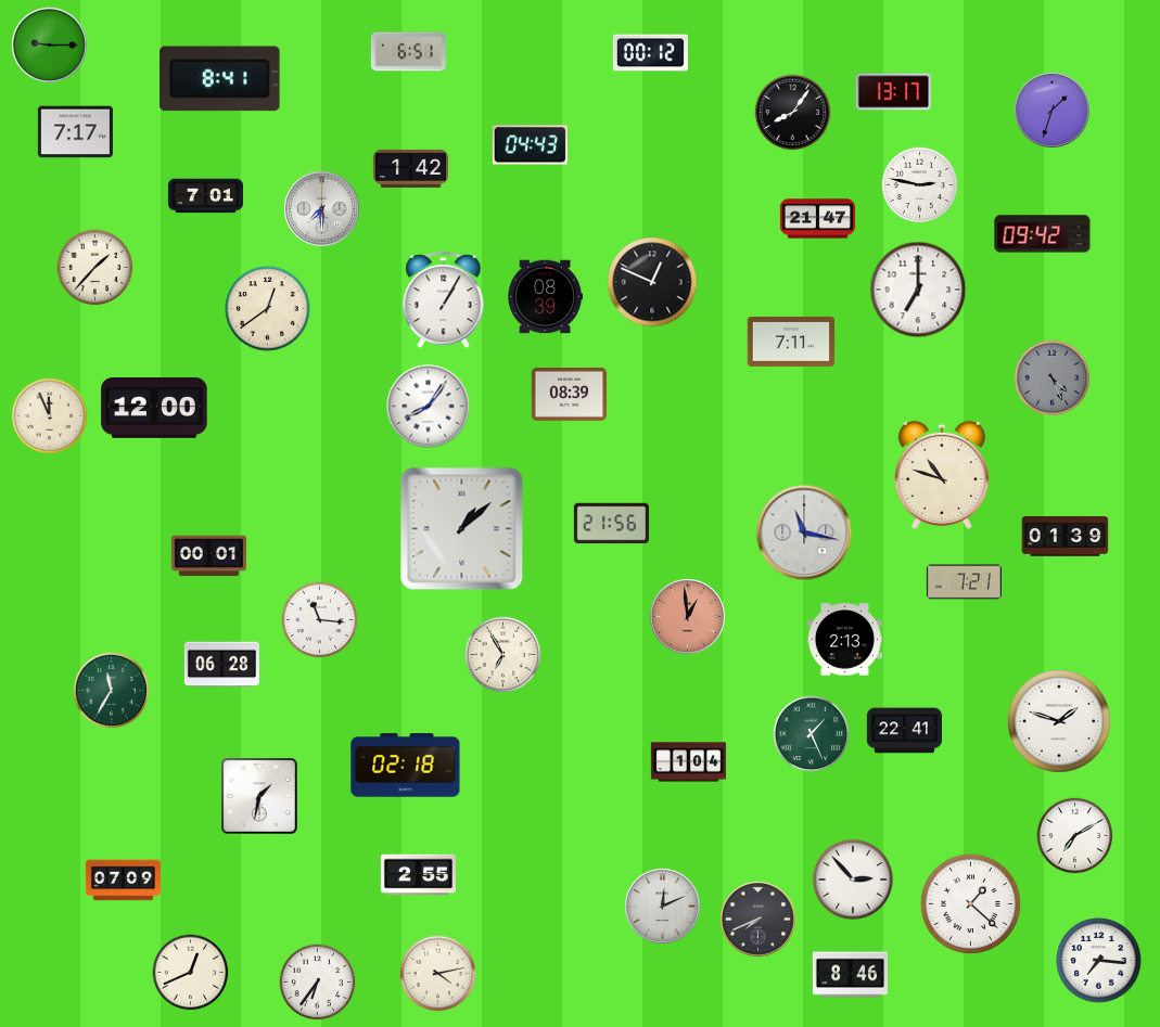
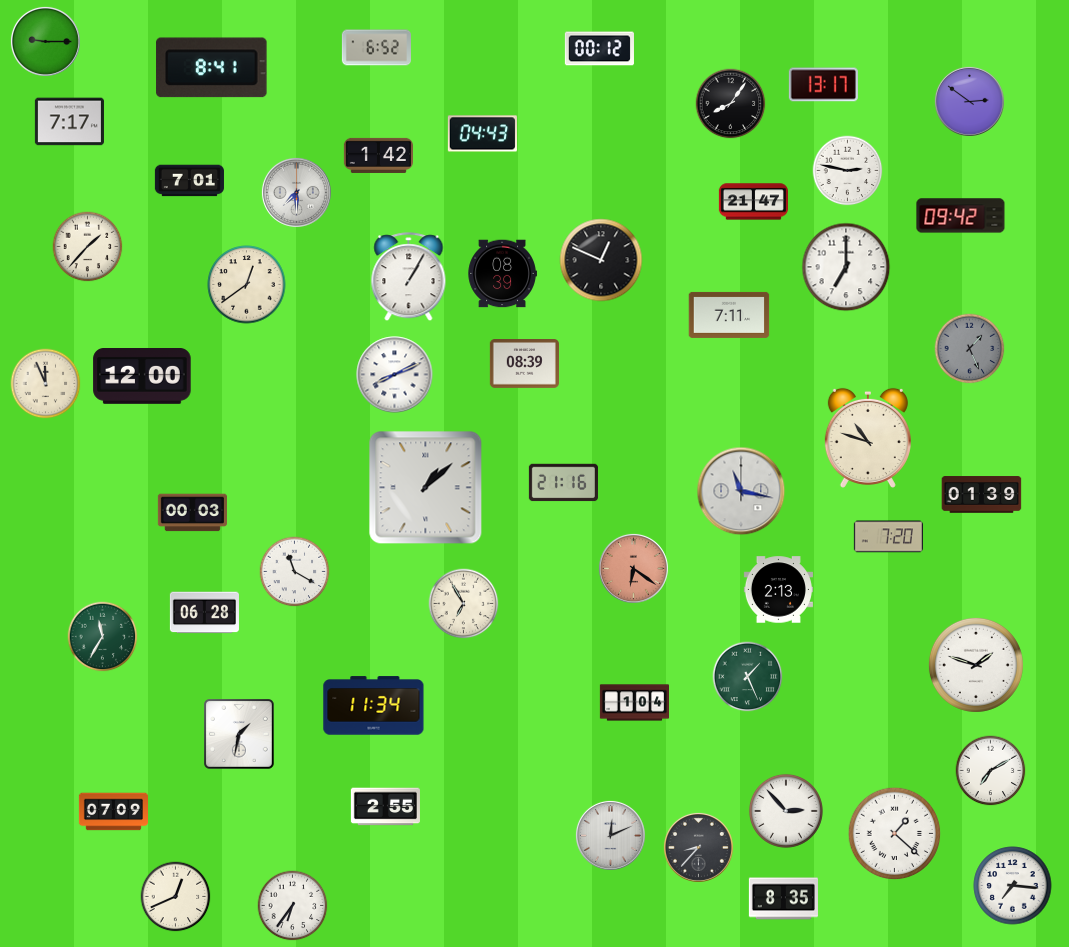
clock at (408, 52): 6:51 -> 6:52
clock at (220, 79) position: (220, 79) -> (212, 68)
clock at (1051, 110): 1:33 -> 2:51
clock at (530, 145) position: (530, 145) -> (482, 134)
clock at (1053, 378): 4:26 -> 1:26
clock at (429, 407): 8:06 -> 8:11
clock at (611, 524): 21:56 -> 21:16
clock at (208, 556): 00:01 -> 00:03
clock at (964, 582): 7:21 -> 7:20
clock at (687, 616): 12:59 -> 6:21
clock at (320, 620): 11:16 -> 11:20
clock at (904, 731): 22:41 -> none
clock at (406, 766): 02:18 -> 11:34
clock at (757, 919): 7:41 -> 8:37
clock at (438, 974): 4:13 -> none
clock at (850, 975): 8:46 -> 8:35
